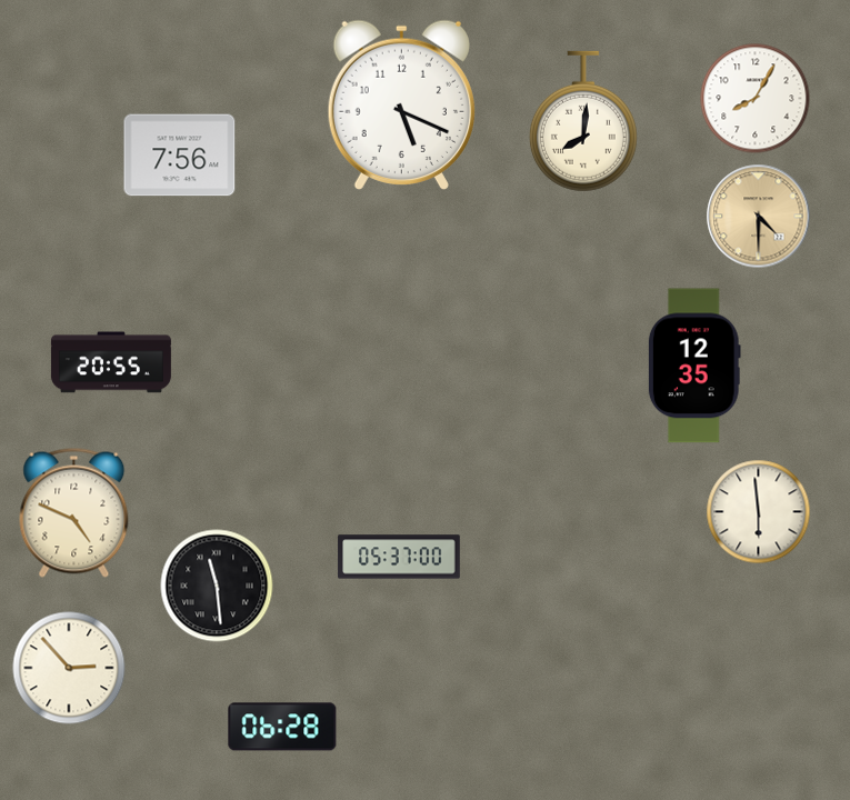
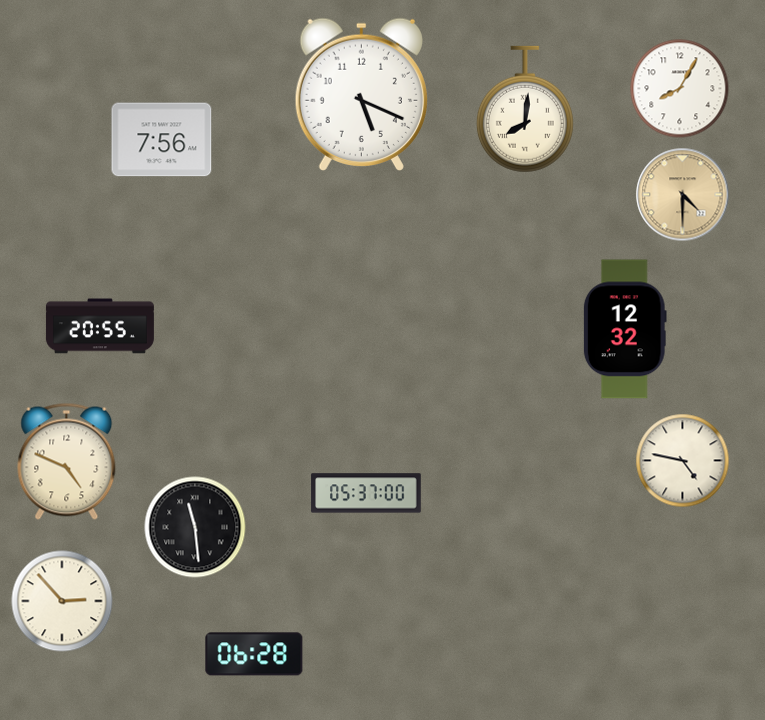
clock at (694, 366): 12:35 -> 12:32
clock at (759, 512): 5:59 -> 4:47
clock at (399, 557) position: (399, 557) -> (366, 493)
